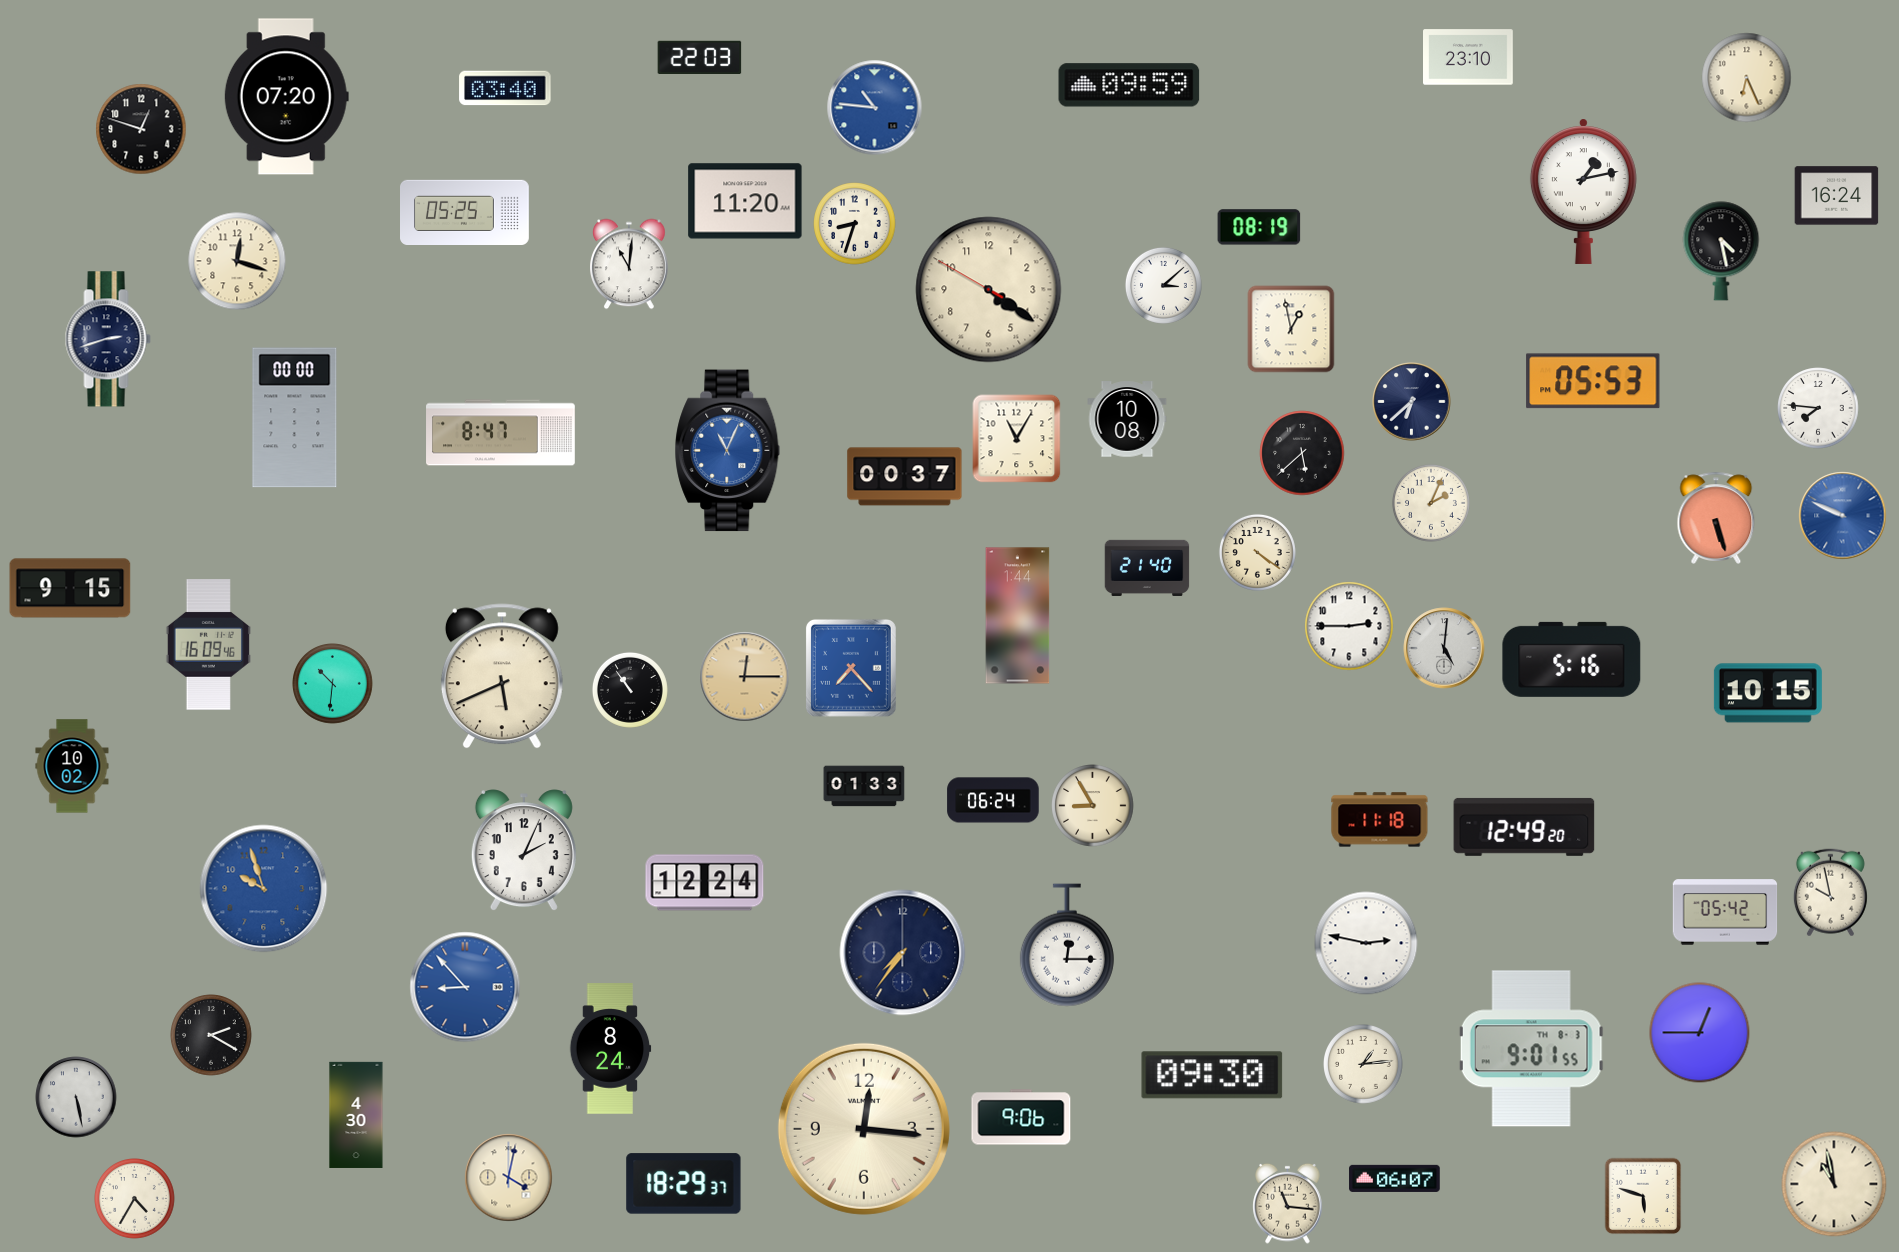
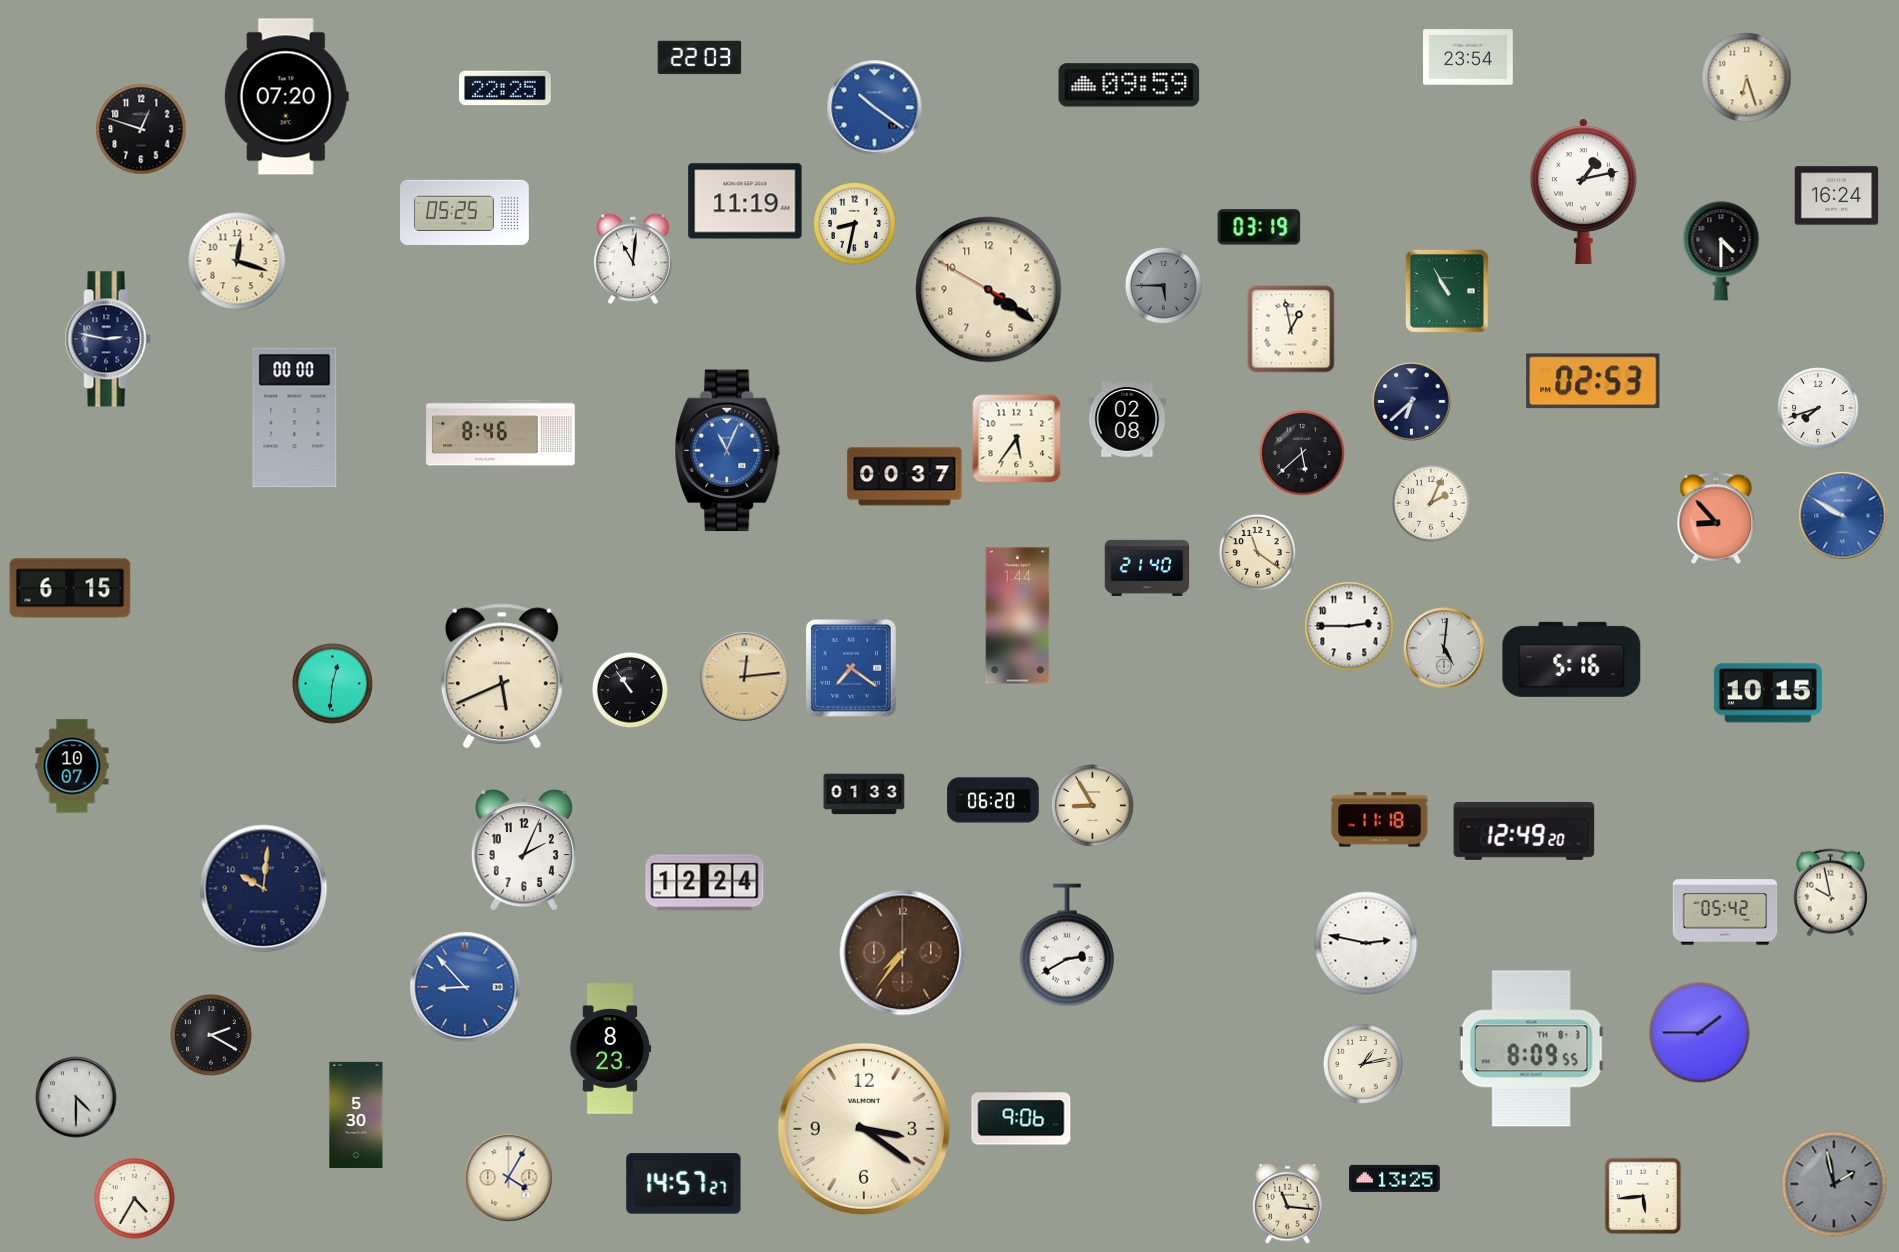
clock at (1469, 57): 23:10 -> 23:54
clock at (1747, 78): 6:26 -> 6:27
clock at (505, 88): 03:40 -> 22:25
clock at (875, 108): 10:46 -> 10:21
clock at (745, 201): 11:20 -> 11:19
clock at (855, 224): 8:33 -> 8:32
clock at (1259, 227): 08:19 -> 03:19
clock at (1721, 251): 4:28 -> 4:30
clock at (629, 264) position: (629, 264) -> (633, 259)
clock at (1163, 285): 3:08 -> 5:45
clock at (1163, 285) dial: white -> grey
clock at (1447, 291): none -> 10:55
clock at (108, 339): 2:42 -> 2:47
clock at (1593, 381): 05:53 -> 02:53
clock at (1818, 408): 7:46 -> 7:42
clock at (1127, 419): 10:08 -> 02:08
clock at (501, 433): 8:47 -> 8:46
clock at (1017, 439): 11:05 -> 5:36
clock at (1843, 516): 9:49 -> 9:50
clock at (1716, 518): 5:27 -> 8:53
clock at (1257, 552): 4:21 -> 11:21
clock at (70, 588): 9:15 -> 6:15
clock at (208, 645): 16:09 -> none
clock at (851, 668): 7:23 -> 7:21
clock at (745, 677): 12:15 -> 12:14
clock at (333, 684): 10:31 -> 12:31
clock at (72, 766): 10:02 -> 10:07
clock at (864, 786) position: (864, 786) -> (864, 794)
clock at (993, 800): 06:24 -> 06:20
clock at (1524, 827) position: (1524, 827) -> (1524, 831)
clock at (264, 889): 9:57 -> 10:01
clock at (264, 889) dial: blue -> navy
clock at (1067, 945): 12:15 -> 2:40
clock at (903, 953) dial: navy -> brown
clock at (1700, 1033): 12:45 -> 1:45
clock at (610, 1049): 8:24 -> 8:23
clock at (1532, 1049): 9:01 -> 8:09
clock at (1364, 1065): 1:14 -> 1:13
clock at (1212, 1075): 09:30 -> none
clock at (76, 1097): 5:28 -> 4:30
clock at (356, 1115): 4:30 -> 5:30
clock at (864, 1129): 12:16 -> 3:21
clock at (509, 1178): 4:02 -> 4:05
clock at (1395, 1178): 06:07 -> 13:25
clock at (684, 1184): 18:29 -> 14:57
clock at (1834, 1184): 10:58 -> 1:58
clock at (1834, 1184) dial: cream -> grey
clock at (1643, 1196): 5:48 -> 5:44
